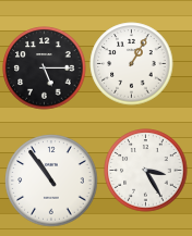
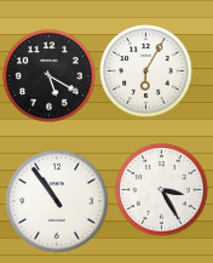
clock at (132, 64): 1:05 -> 6:05
clock at (45, 69): 5:15 -> 5:20
